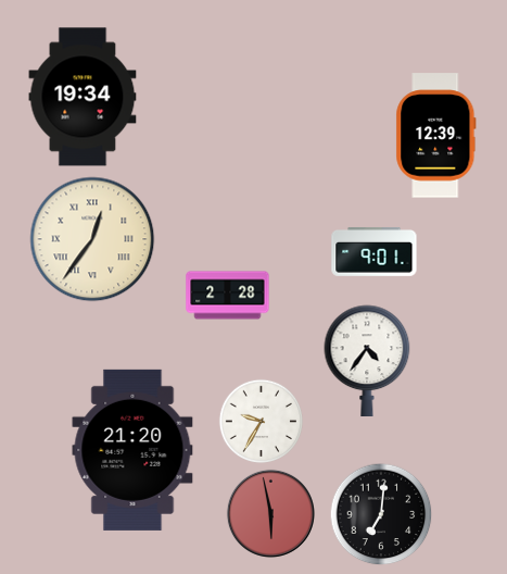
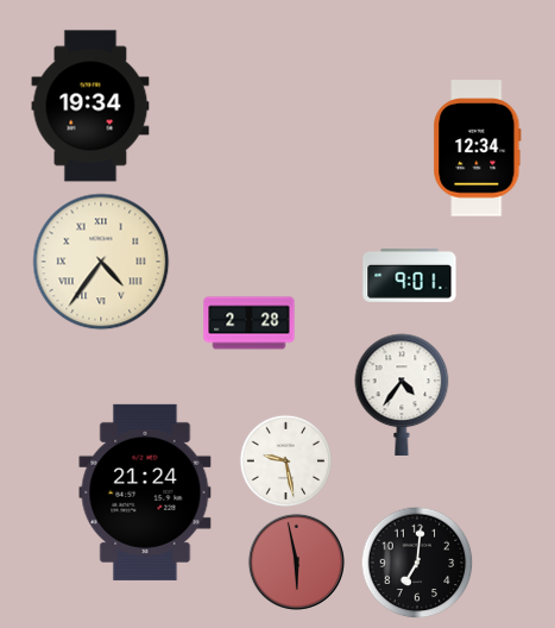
clock at (436, 136): 12:39 -> 12:34
clock at (92, 239): 12:36 -> 4:36
clock at (261, 421): 9:35 -> 9:28
clock at (132, 450): 21:20 -> 21:24
